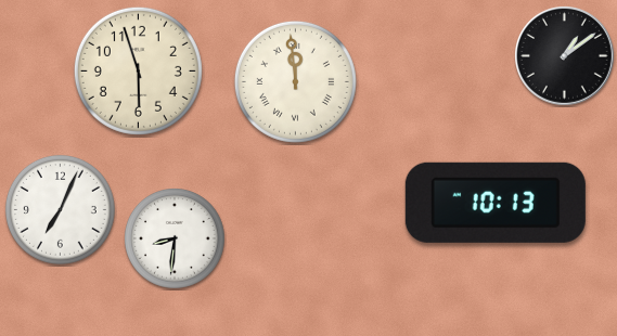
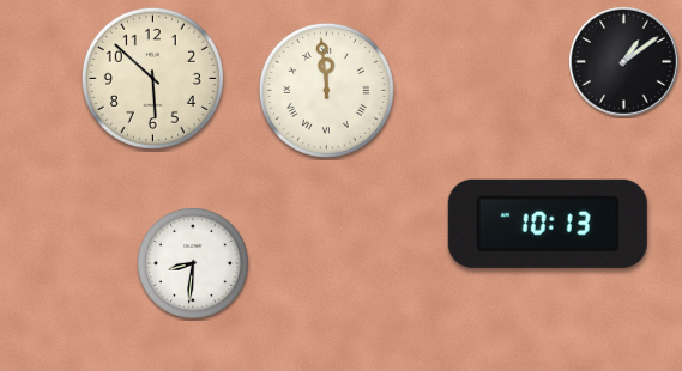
clock at (138, 70): 5:57 -> 5:52
clock at (60, 209): 7:04 -> none
